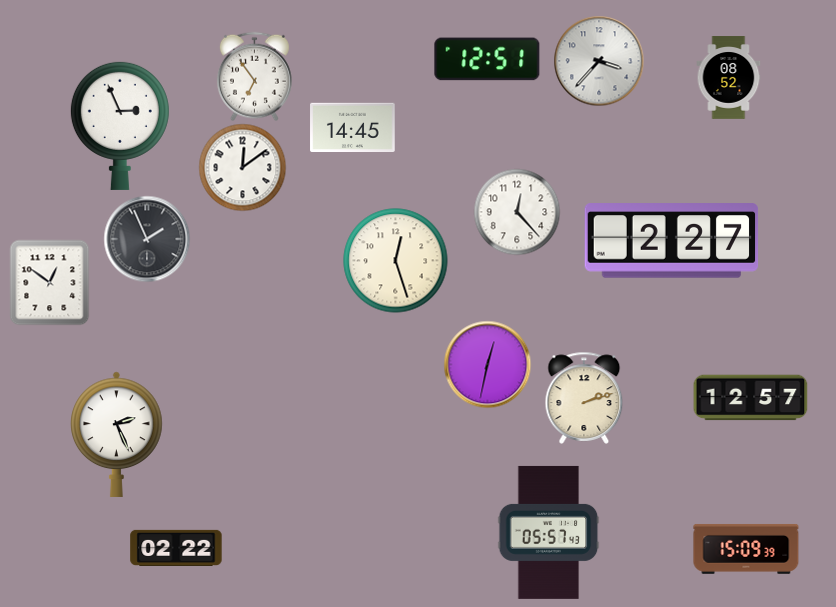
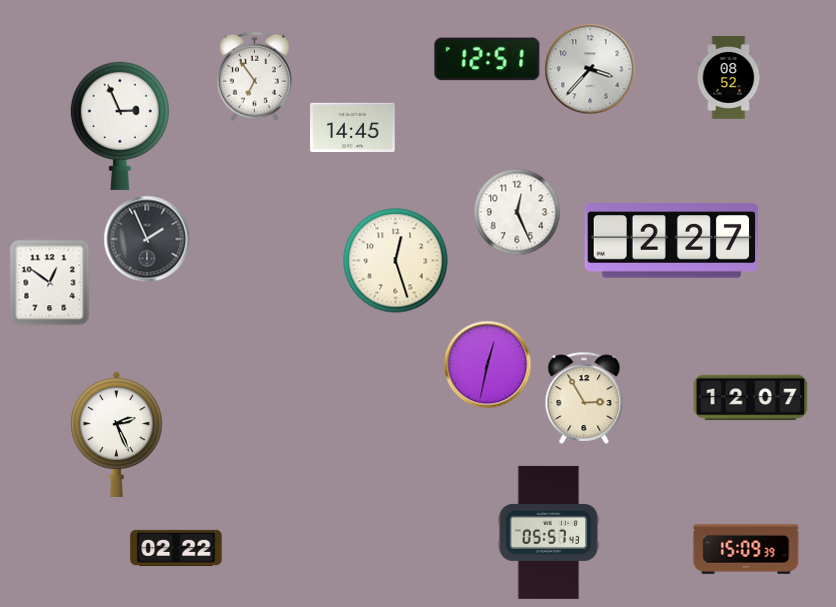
clock at (599, 61) position: (599, 61) -> (590, 69)
clock at (242, 167): 12:09 -> none
clock at (517, 212): 12:23 -> 12:26
clock at (584, 398): 2:12 -> 2:55
clock at (751, 398): 12:57 -> 12:07
